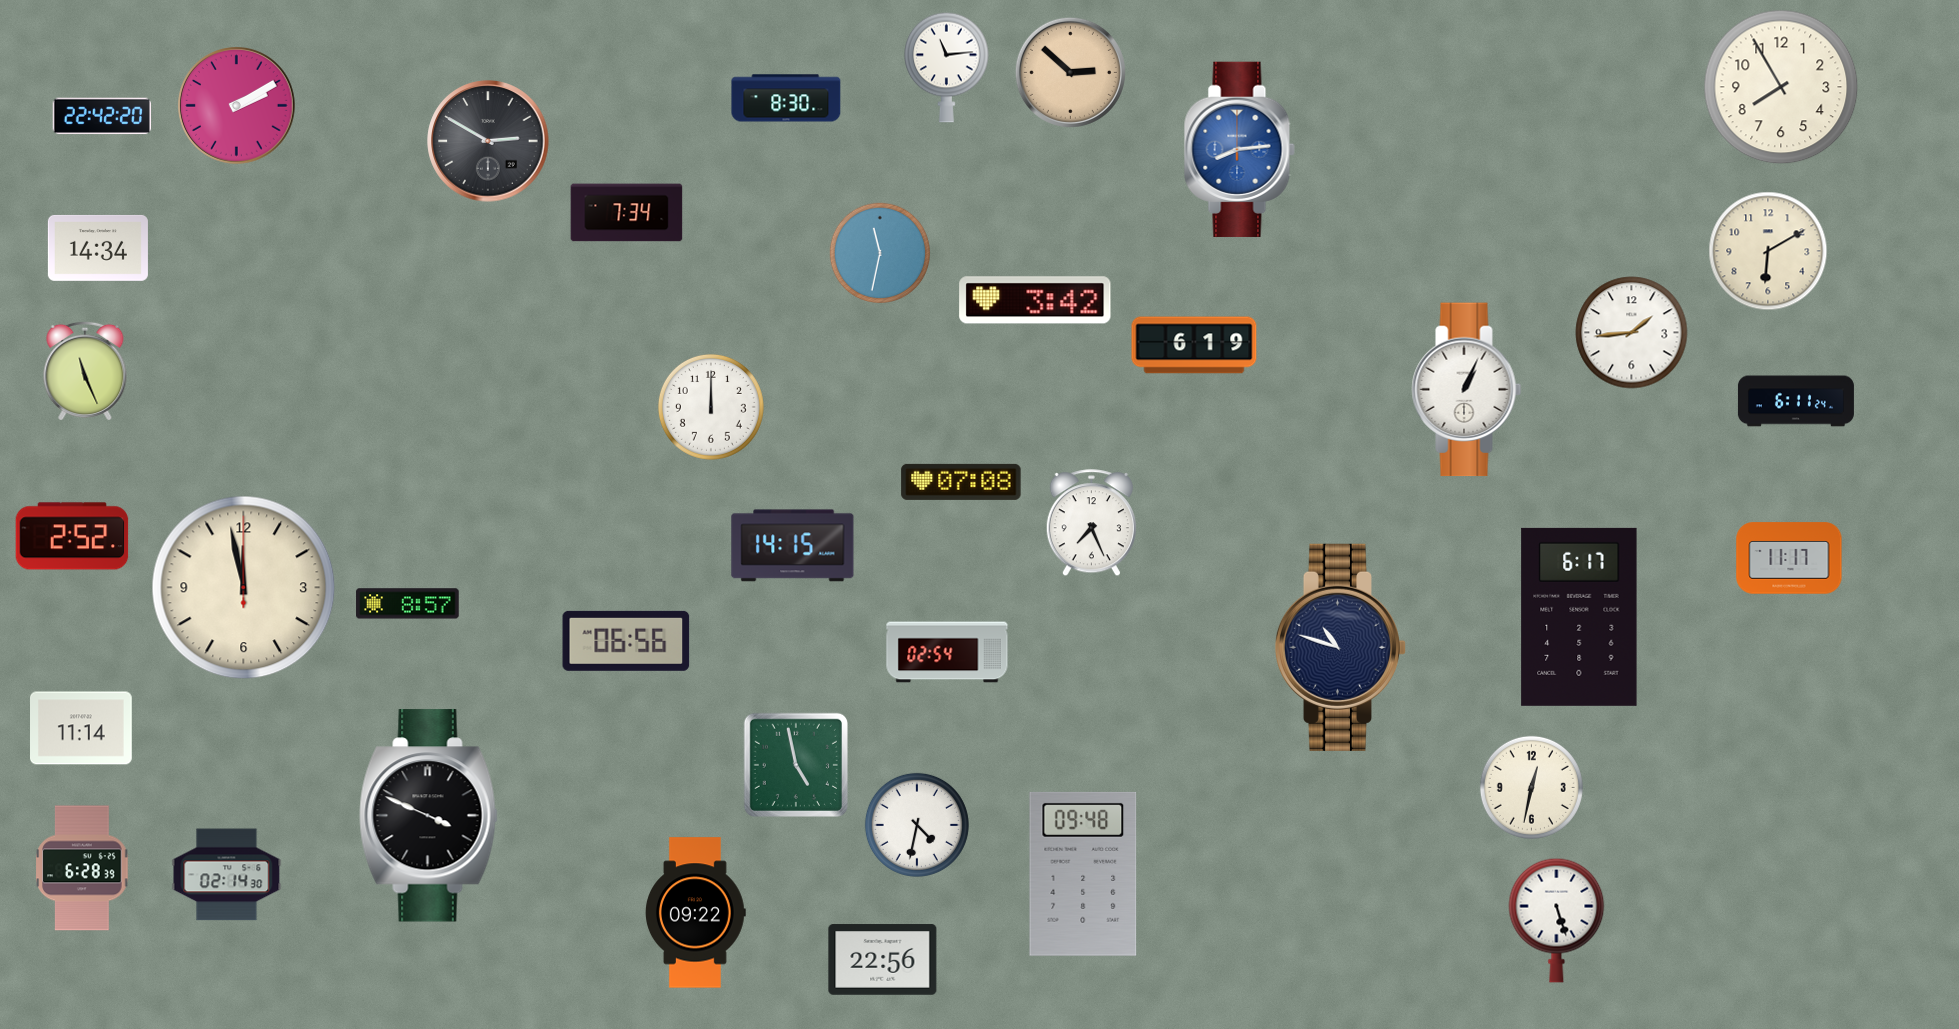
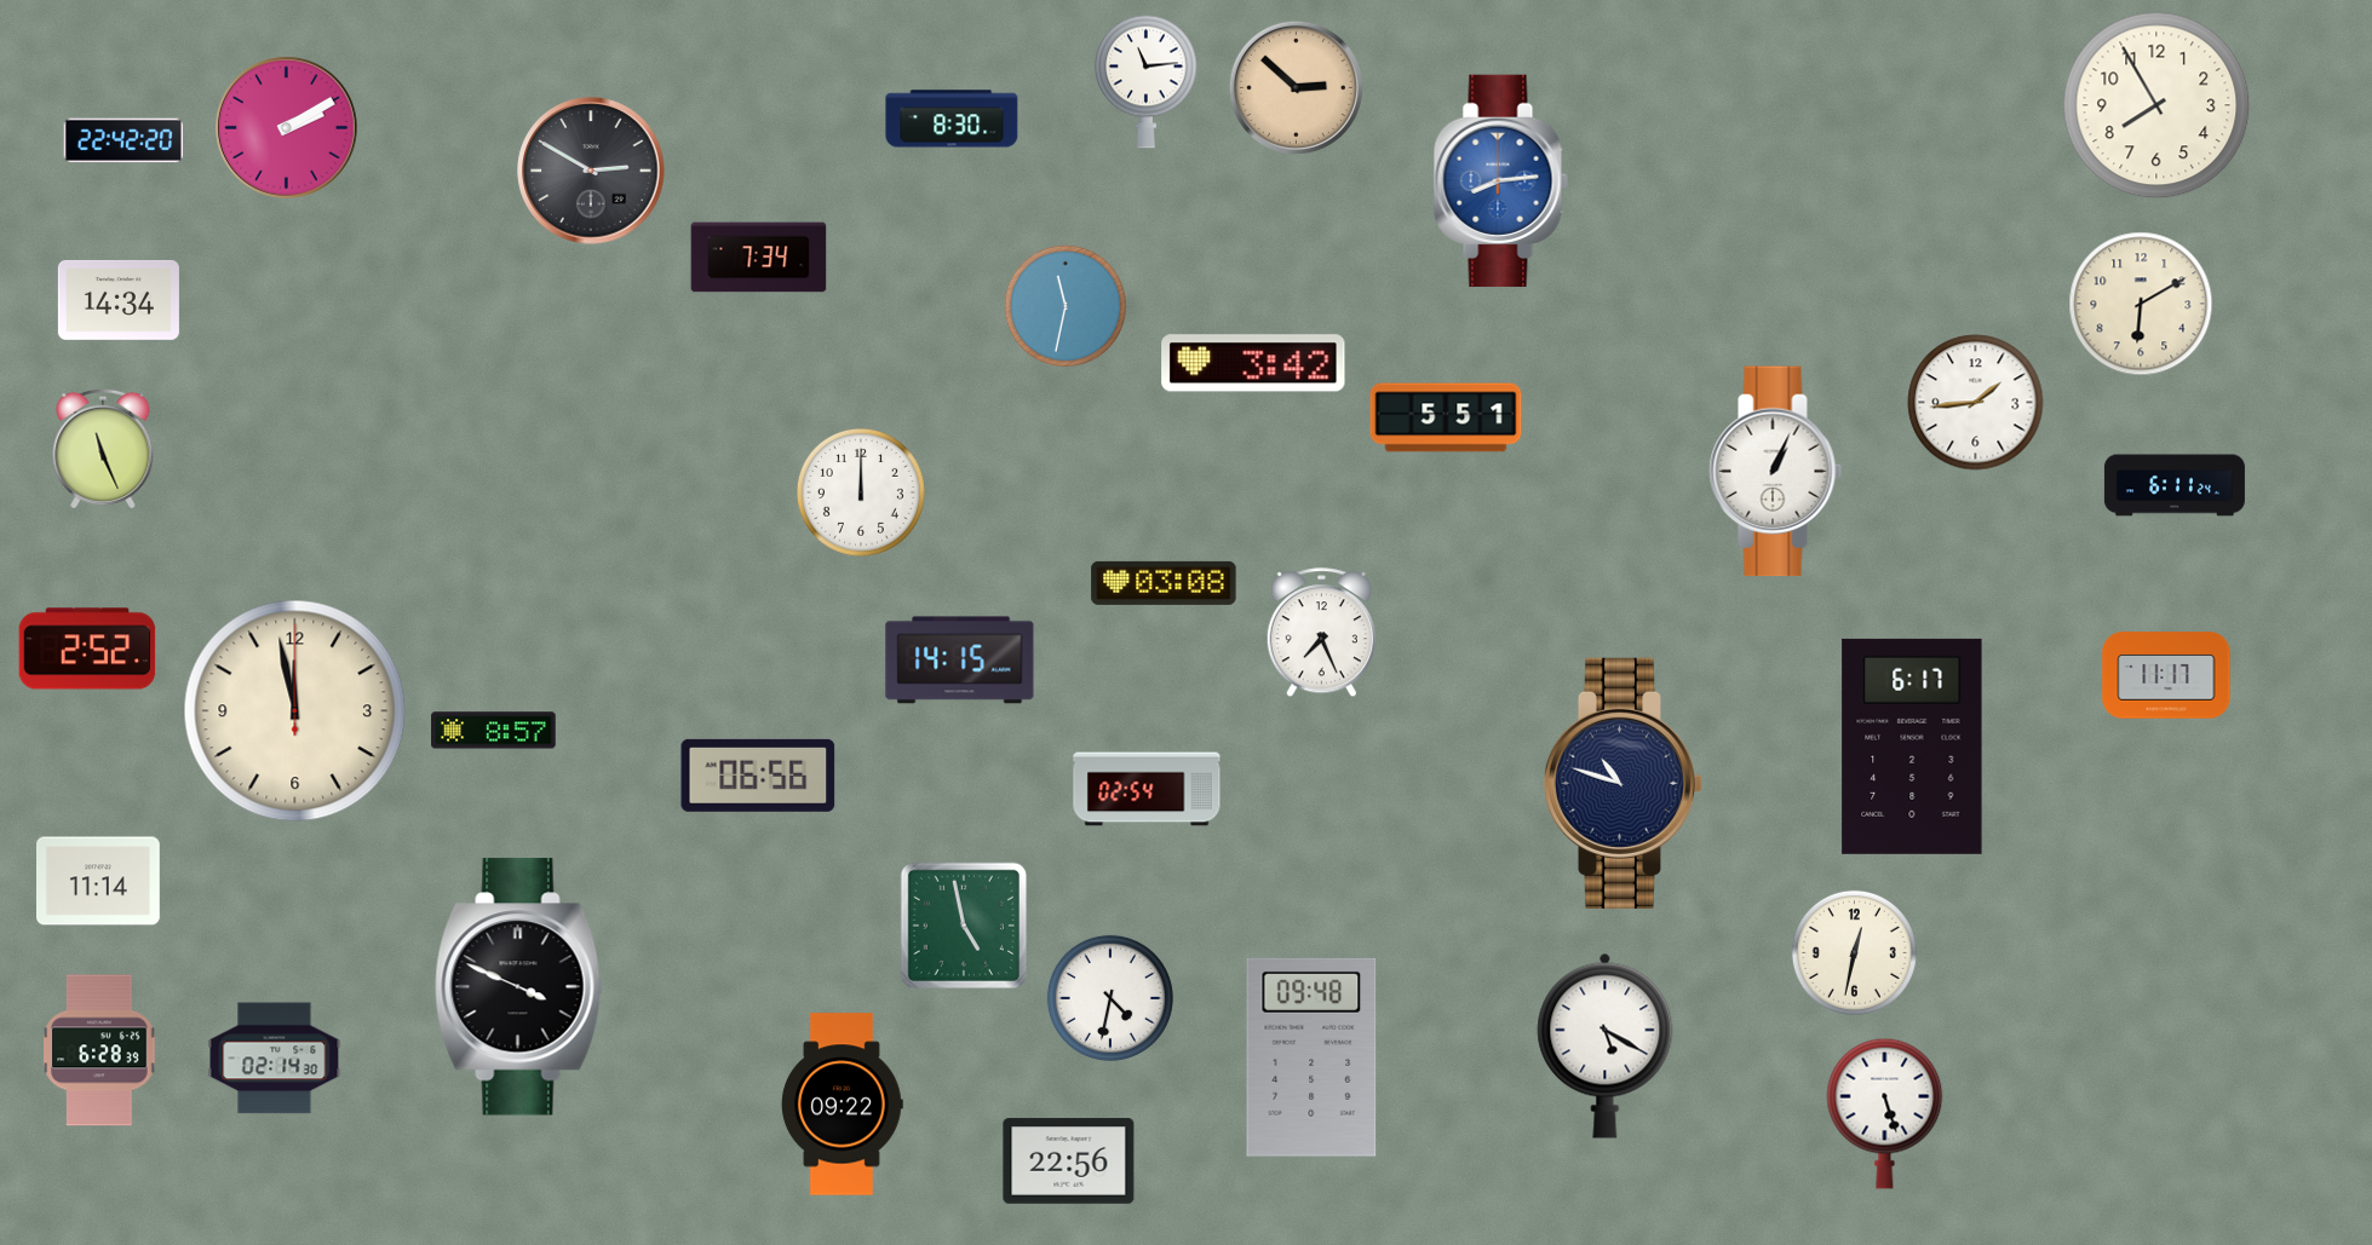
clock at (1194, 345): 6:19 -> 5:51
clock at (961, 482): 07:08 -> 03:08
clock at (1606, 1045): none -> 5:20
